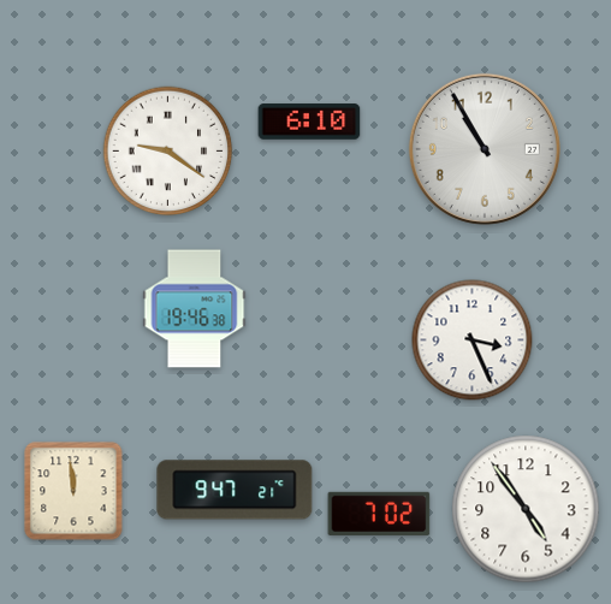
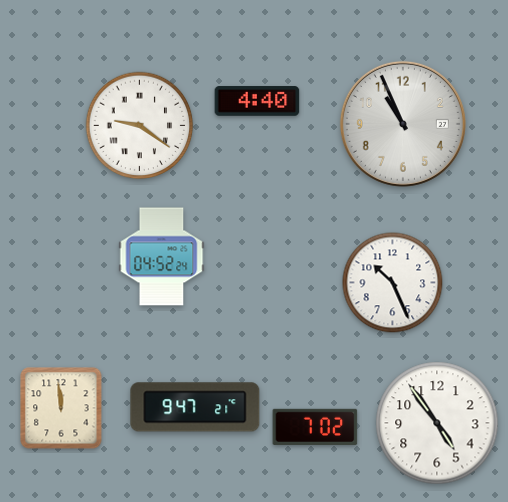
clock at (309, 122): 6:10 -> 4:40
clock at (485, 149): 10:55 -> 10:56
clock at (195, 309): 19:46 -> 04:52
clock at (473, 341): 3:26 -> 10:26
